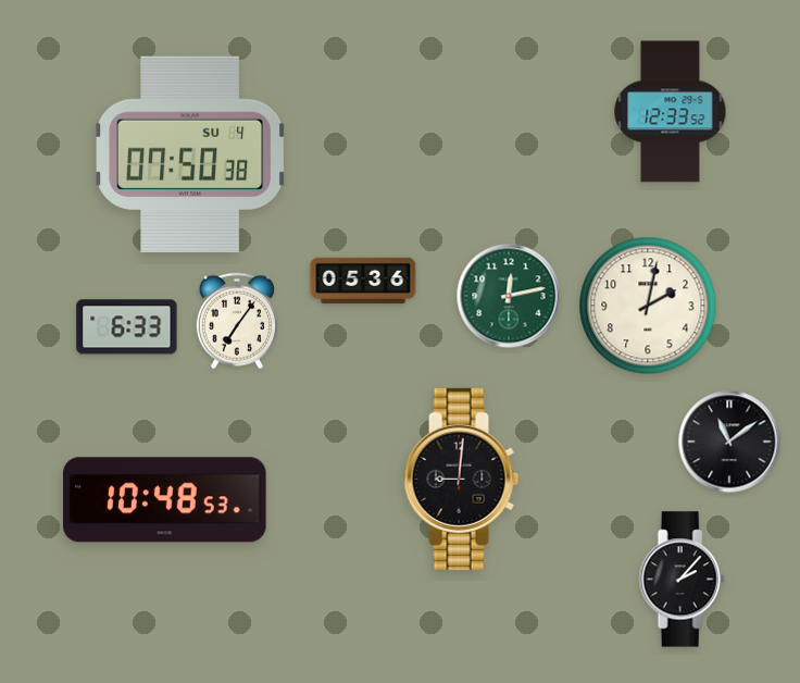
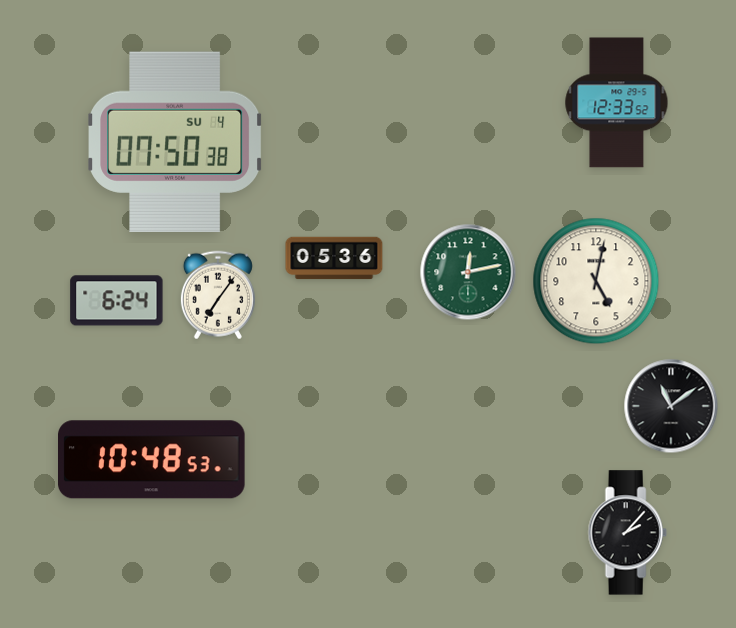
clock at (648, 306): 2:02 -> 5:02
clock at (127, 327): 6:33 -> 6:24
clock at (462, 479): 9:01 -> none
